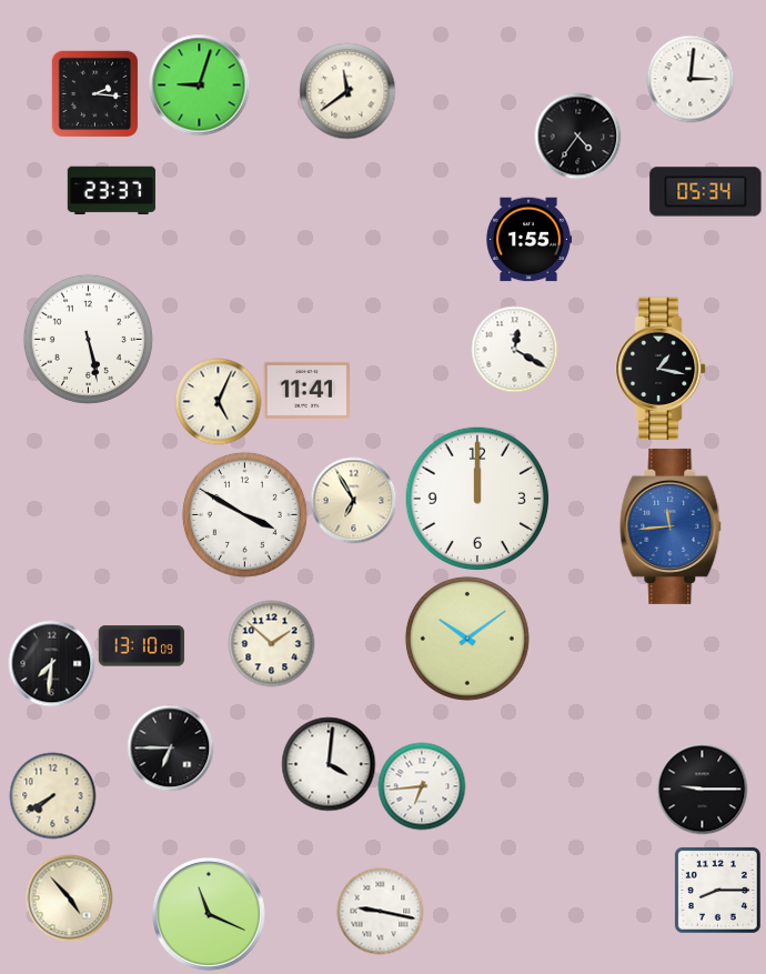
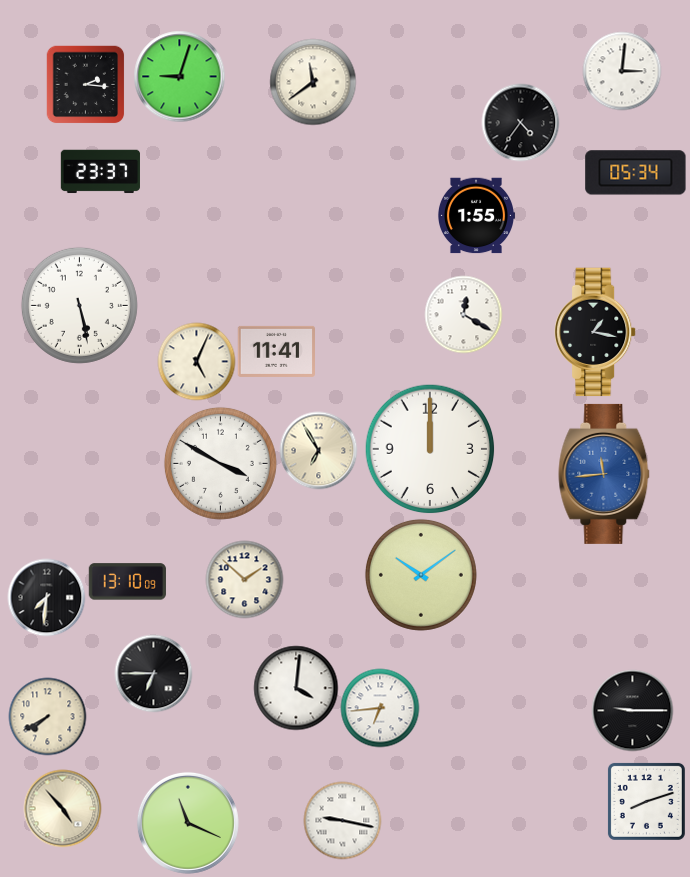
clock at (717, 890): 8:15 -> 8:12
